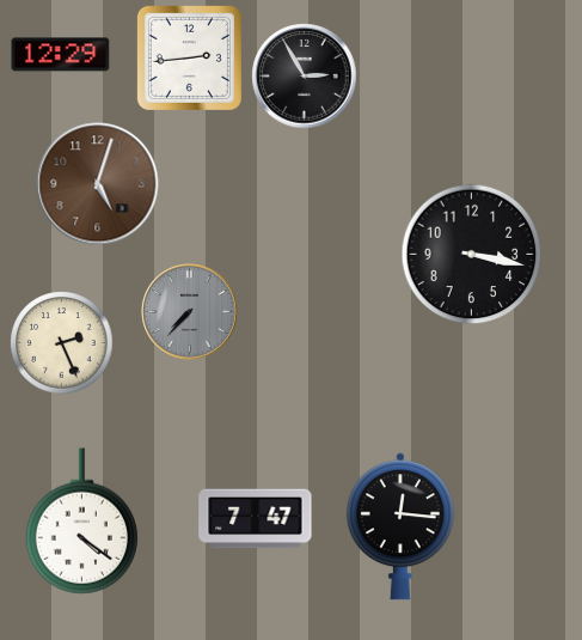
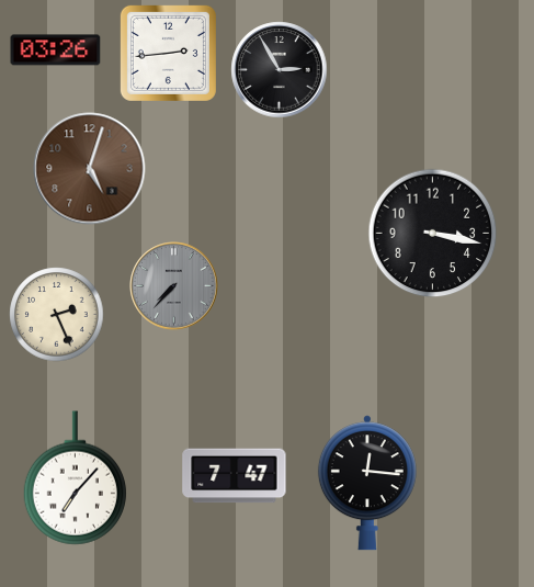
clock at (61, 55): 12:29 -> 03:26
clock at (189, 57) position: (189, 57) -> (168, 53)
clock at (81, 522): 4:21 -> 7:07
